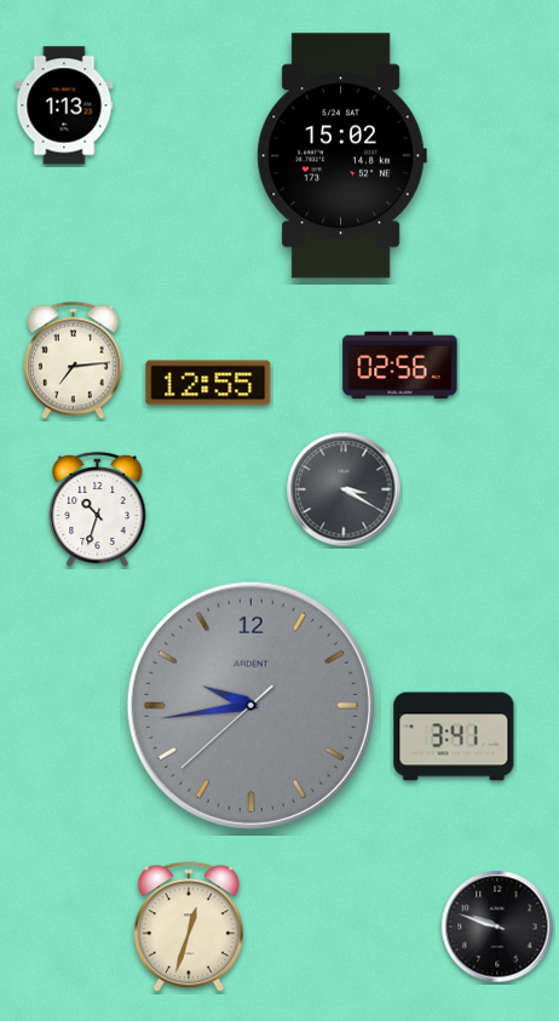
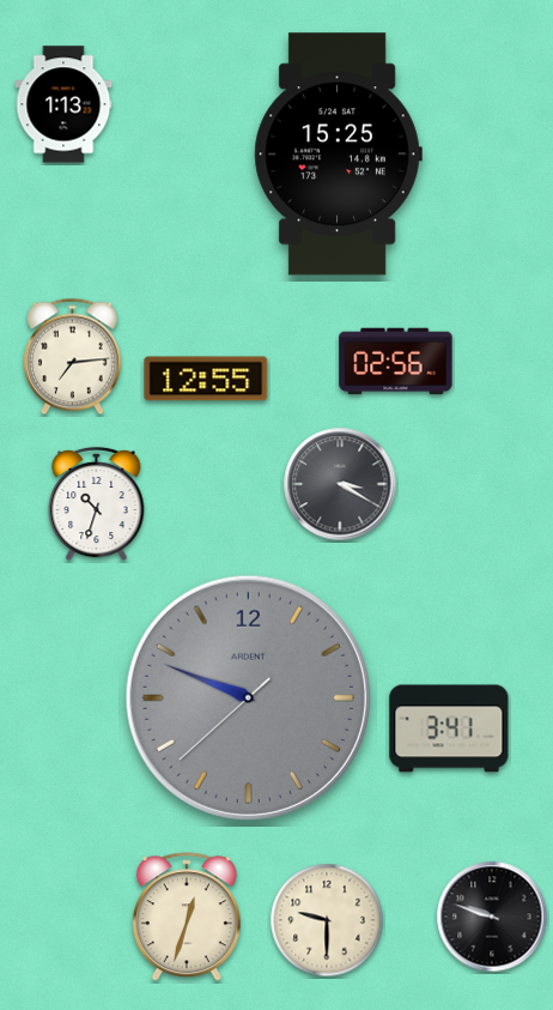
clock at (341, 156): 15:02 -> 15:25
clock at (250, 705): 9:43 -> 9:48
clock at (327, 920): none -> 9:30
